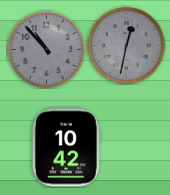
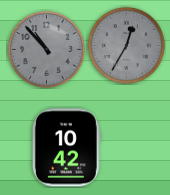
clock at (126, 45): 12:32 -> 12:35
